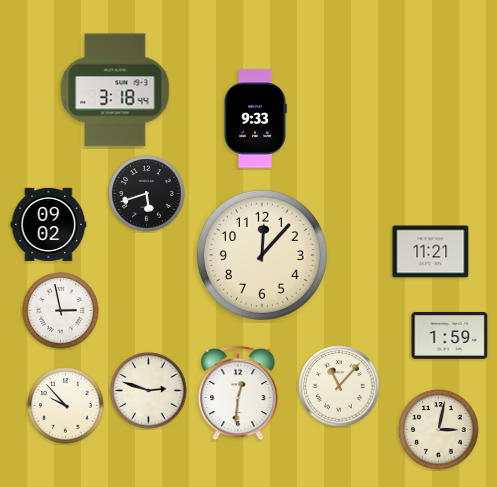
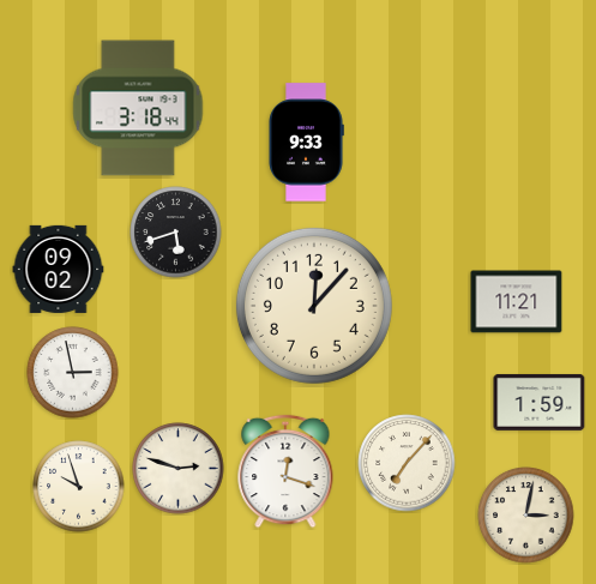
clock at (339, 386): 11:07 -> 7:07
clock at (238, 393): 12:31 -> 12:18
clock at (66, 406): 9:53 -> 9:57
